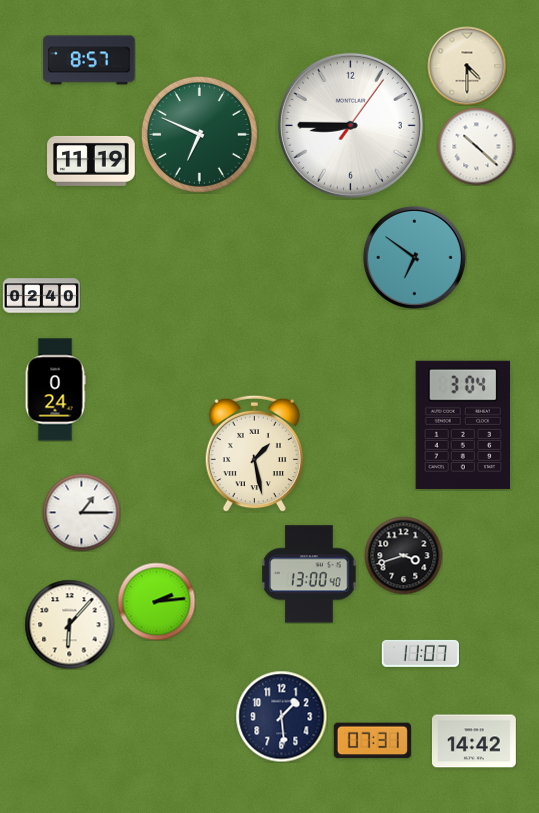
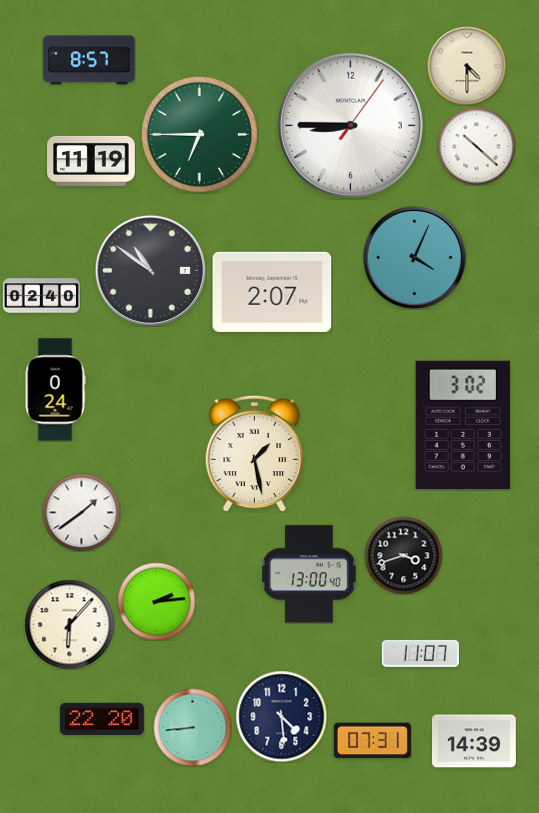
clock at (199, 134): 6:49 -> 6:45
clock at (414, 257): 6:51 -> 4:04
clock at (150, 270): none -> 10:51
clock at (272, 292): none -> 2:07
clock at (463, 425): 3:04 -> 3:02
clock at (81, 512): 1:15 -> 1:39
clock at (281, 716): 1:29 -> 4:29
clock at (102, 719): none -> 22:20
clock at (192, 727): none -> 8:44
clock at (474, 741): 14:42 -> 14:39
